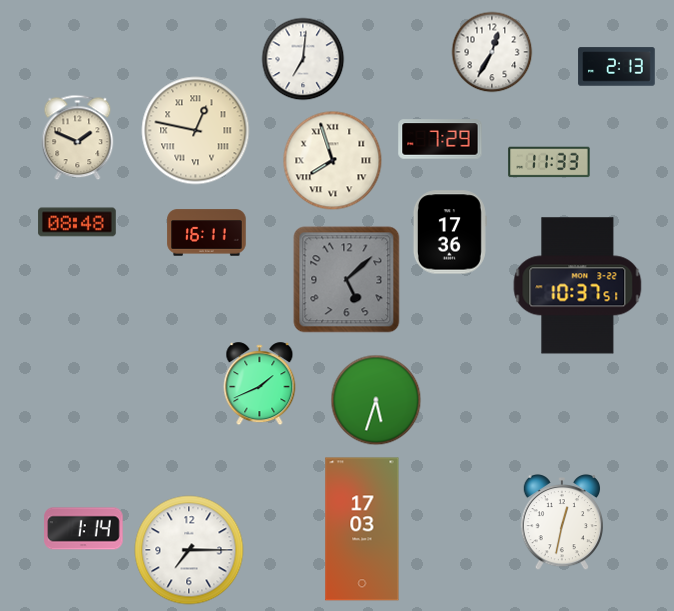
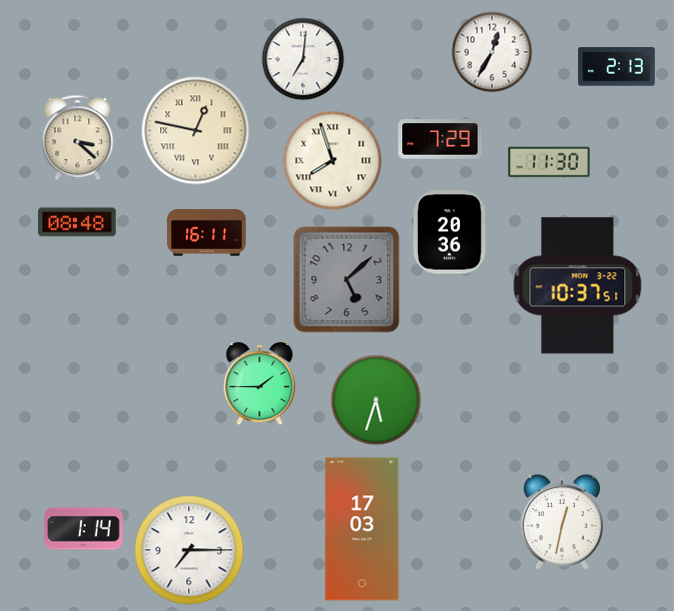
clock at (78, 137): 1:49 -> 3:22
clock at (549, 162): 11:33 -> 11:30
clock at (450, 232): 17:36 -> 20:36
clock at (260, 384): 1:41 -> 1:45
